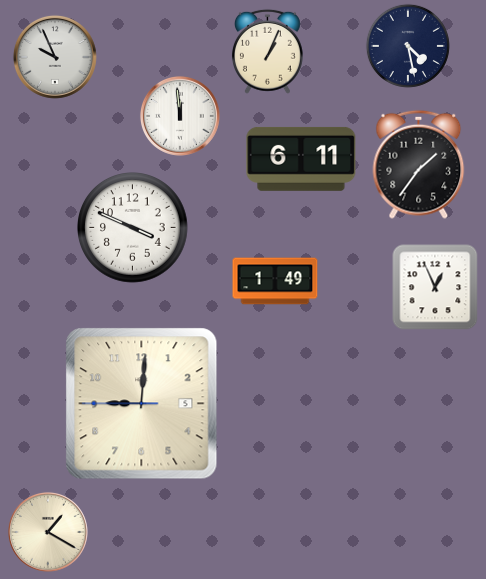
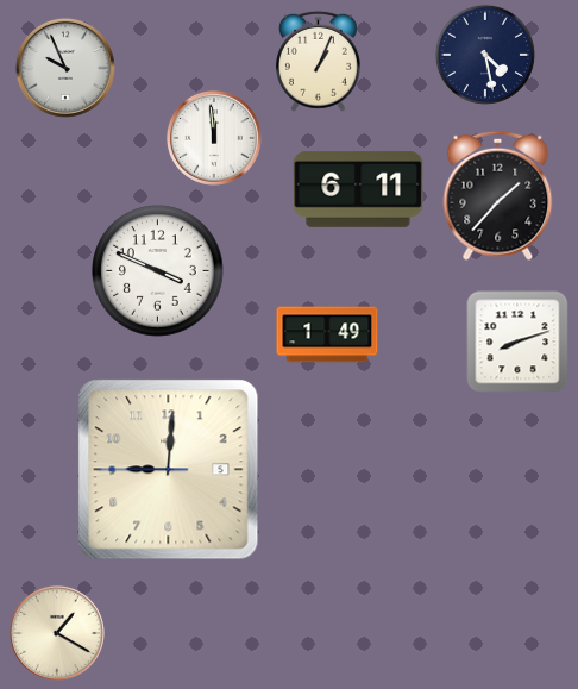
clock at (419, 164): 1:36 -> 1:37
clock at (435, 287): 12:56 -> 8:12
clock at (142, 404) position: (142, 404) -> (169, 470)
